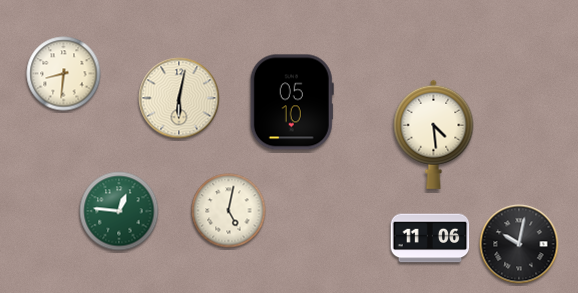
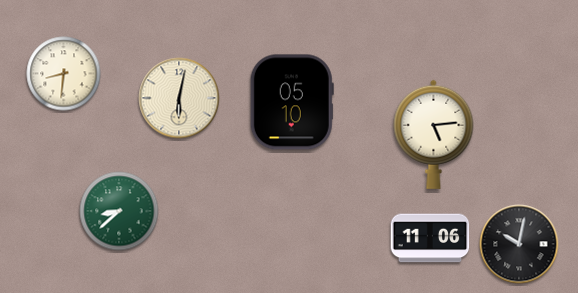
clock at (434, 134): 4:29 -> 5:14
clock at (119, 211): 12:46 -> 8:38
clock at (229, 211): 5:02 -> none
